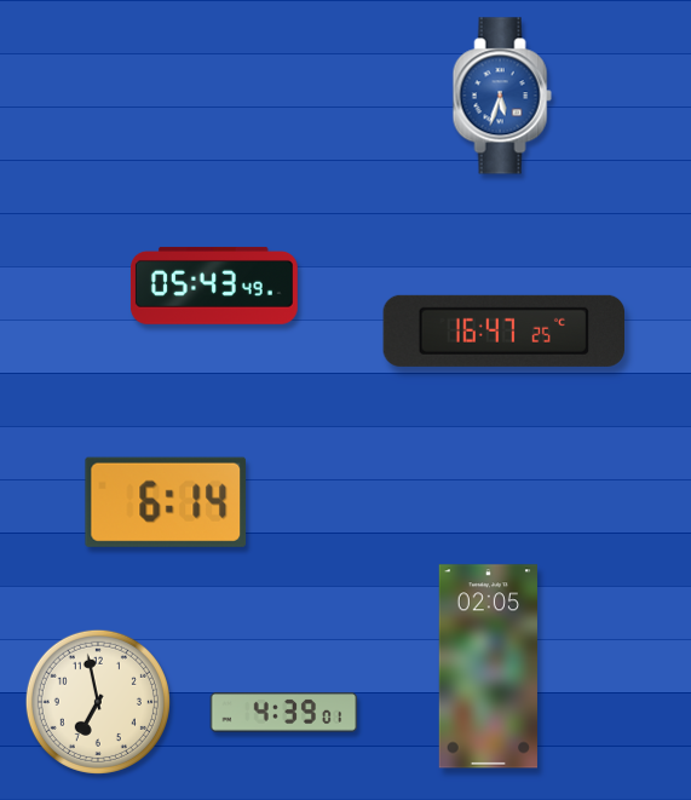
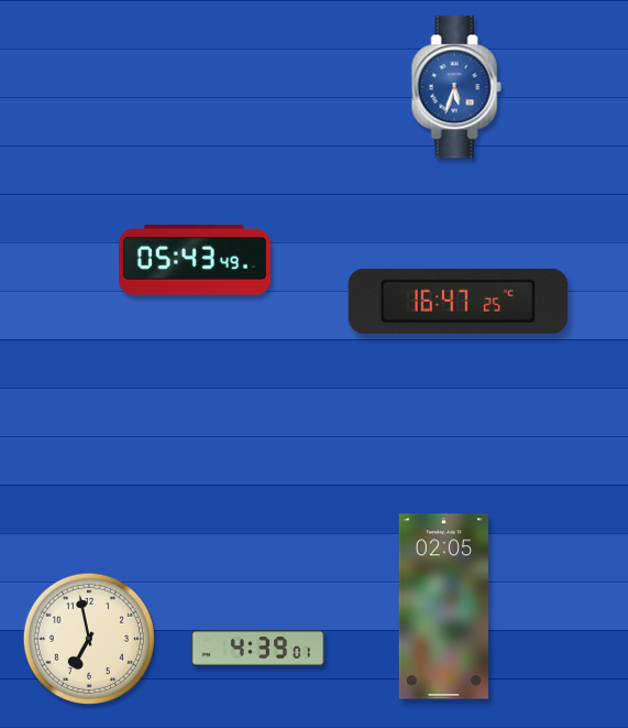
clock at (166, 502): 6:14 -> none
